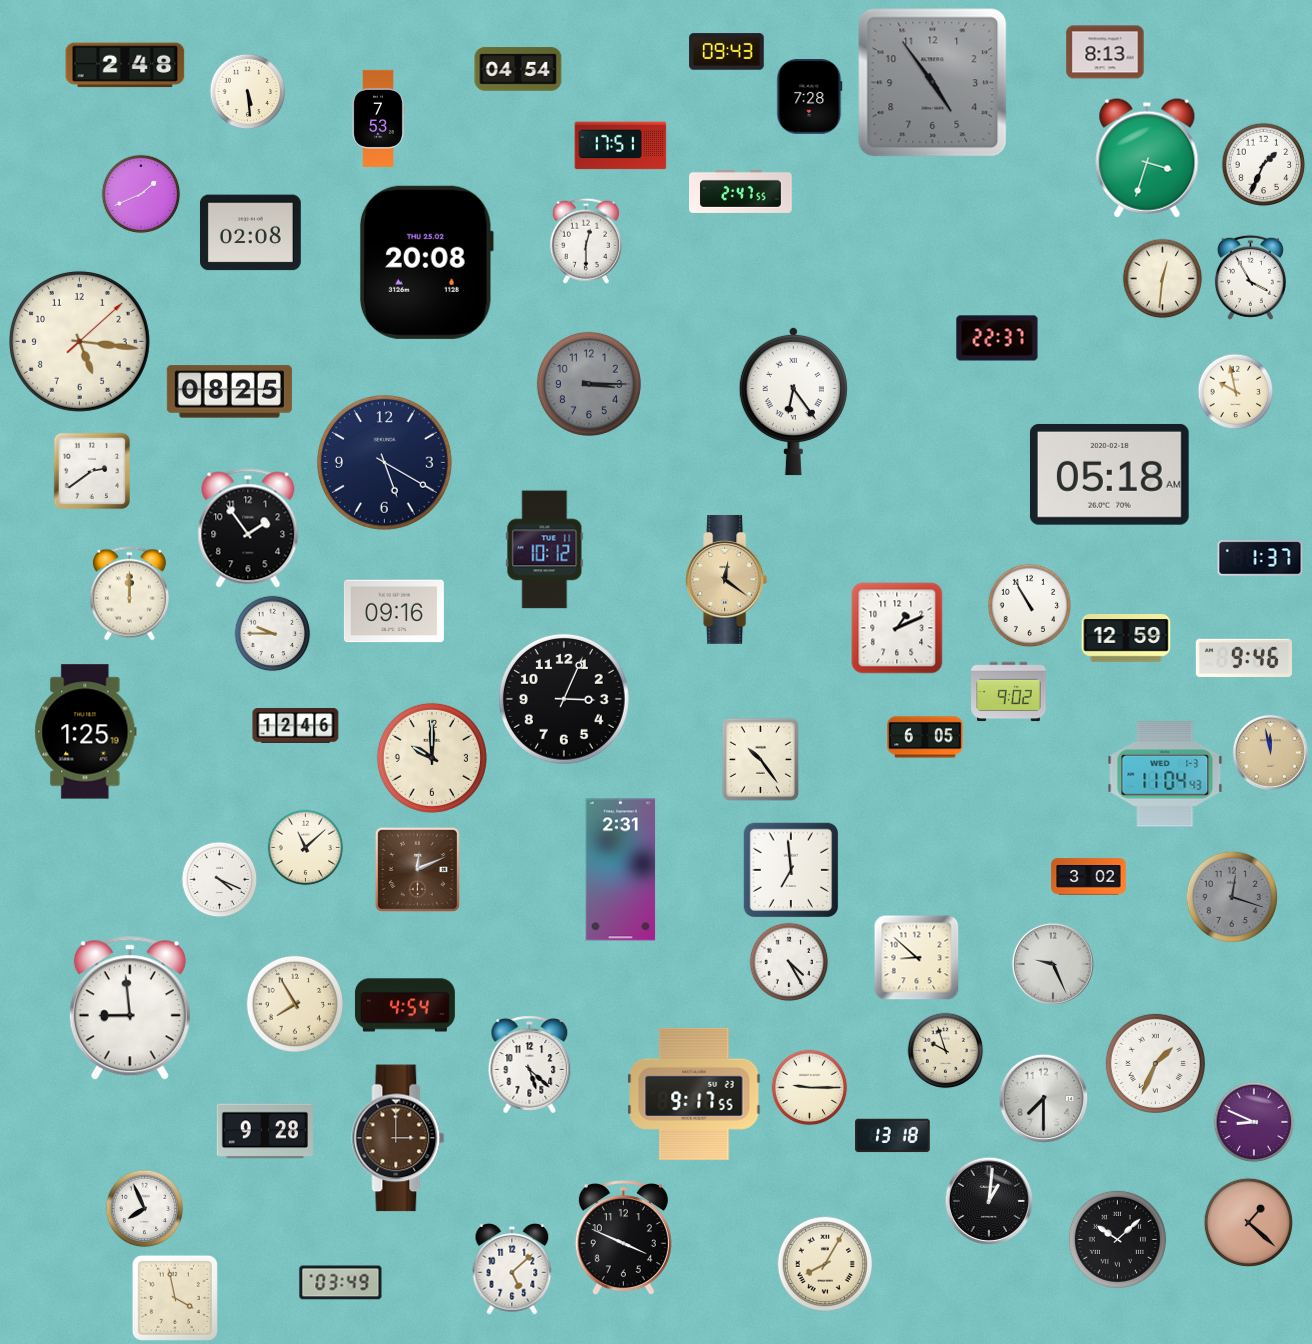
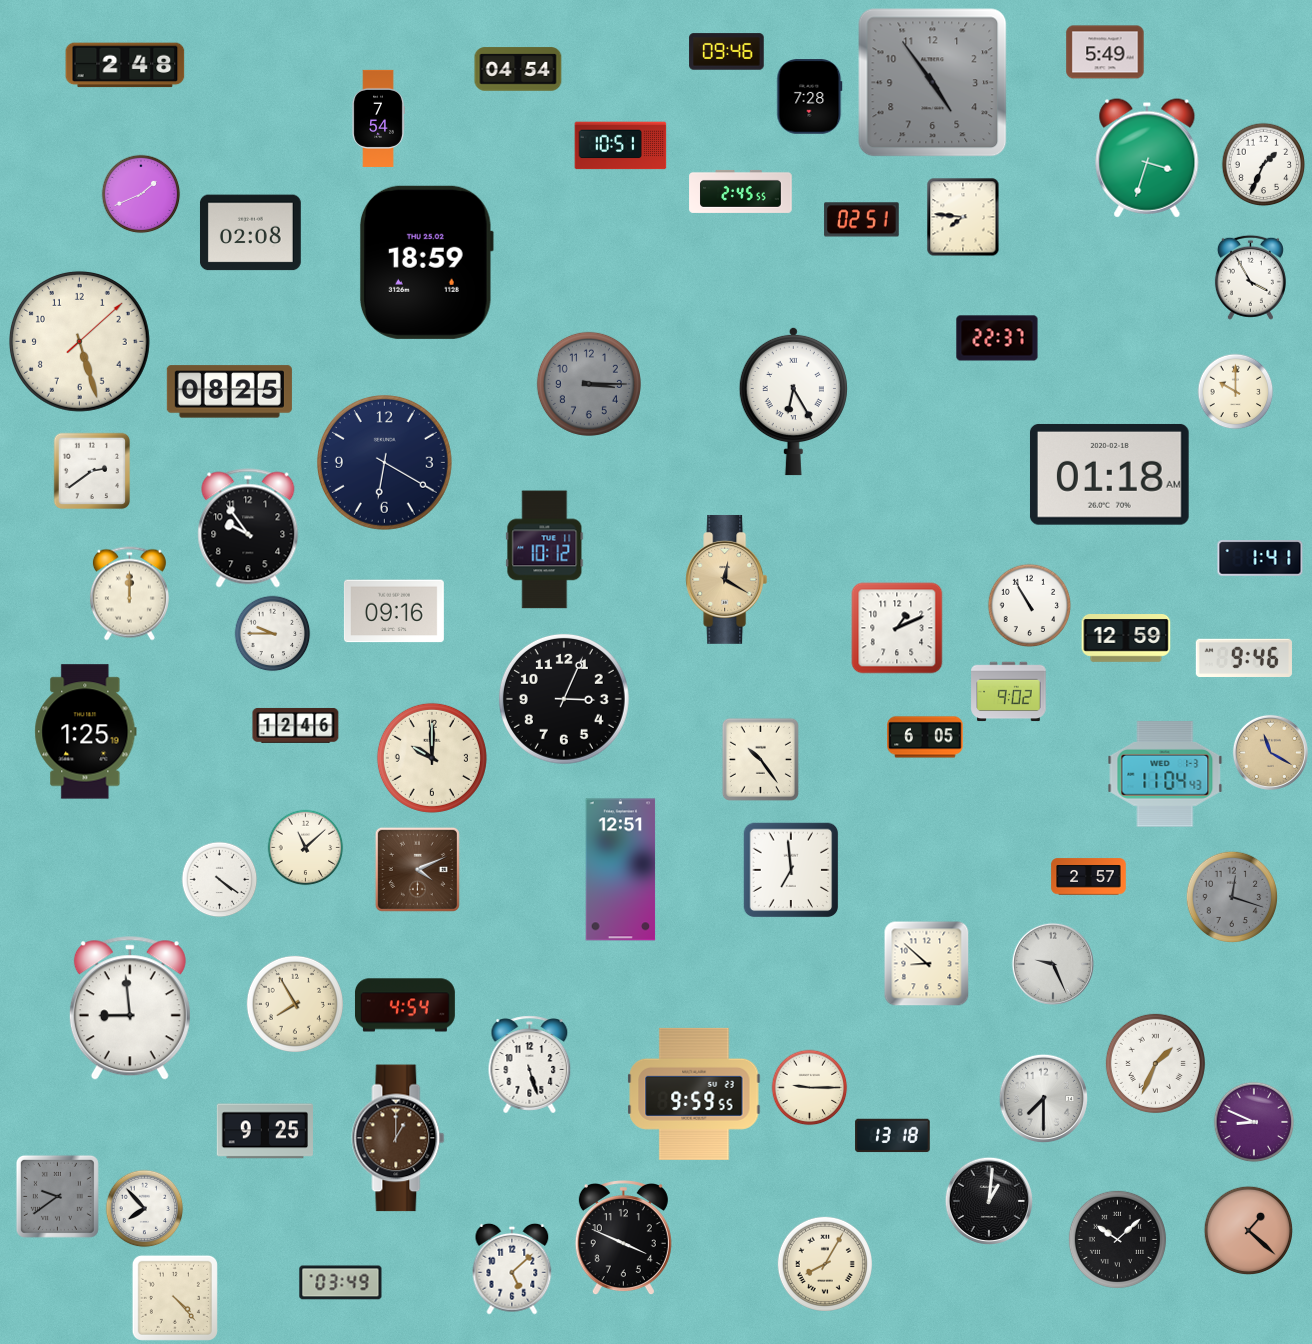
clock at (727, 52): 09:43 -> 09:46
clock at (1105, 52): 8:13 -> 5:49
clock at (248, 92): 5:29 -> none
clock at (378, 118): 7:53 -> 7:54
clock at (621, 146): 17:51 -> 10:51
clock at (741, 191): 2:47 -> 2:45
clock at (963, 217): none -> 7:46
clock at (862, 220): none -> 02:51
clock at (586, 241): 12:30 -> none
clock at (426, 262): 20:08 -> 18:59
clock at (1163, 279): 12:31 -> none
clock at (79, 341): 5:16 -> 5:27
clock at (1236, 392): 9:58 -> 10:00
clock at (793, 401): 6:24 -> 6:25
clock at (384, 462): 5:20 -> 6:20
clock at (1109, 474): 05:18 -> 01:18
clock at (248, 528): 1:54 -> 9:54
clock at (1260, 558): 1:37 -> 1:41
clock at (727, 579): 12:21 -> 12:20
clock at (1270, 752): 11:58 -> 11:20
clock at (417, 869): 12:11 -> 4:11
clock at (621, 870): 2:31 -> 12:51
clock at (1089, 877): 3:02 -> 2:57
clock at (220, 880): 4:19 -> 4:21
clock at (917, 958) position: (917, 958) -> (927, 964)
clock at (789, 962): 4:25 -> none
clock at (946, 1051): 9:57 -> none
clock at (530, 1065): 5:22 -> 5:27
clock at (694, 1094): 9:17 -> 9:59
clock at (265, 1131): 9:28 -> 9:25
clock at (398, 1138): 3:00 -> 1:00
clock at (57, 1196): none -> 9:39
clock at (145, 1209): 7:56 -> 7:53
clock at (1248, 1222) position: (1248, 1222) -> (1248, 1230)
clock at (175, 1298): 3:58 -> 4:23
